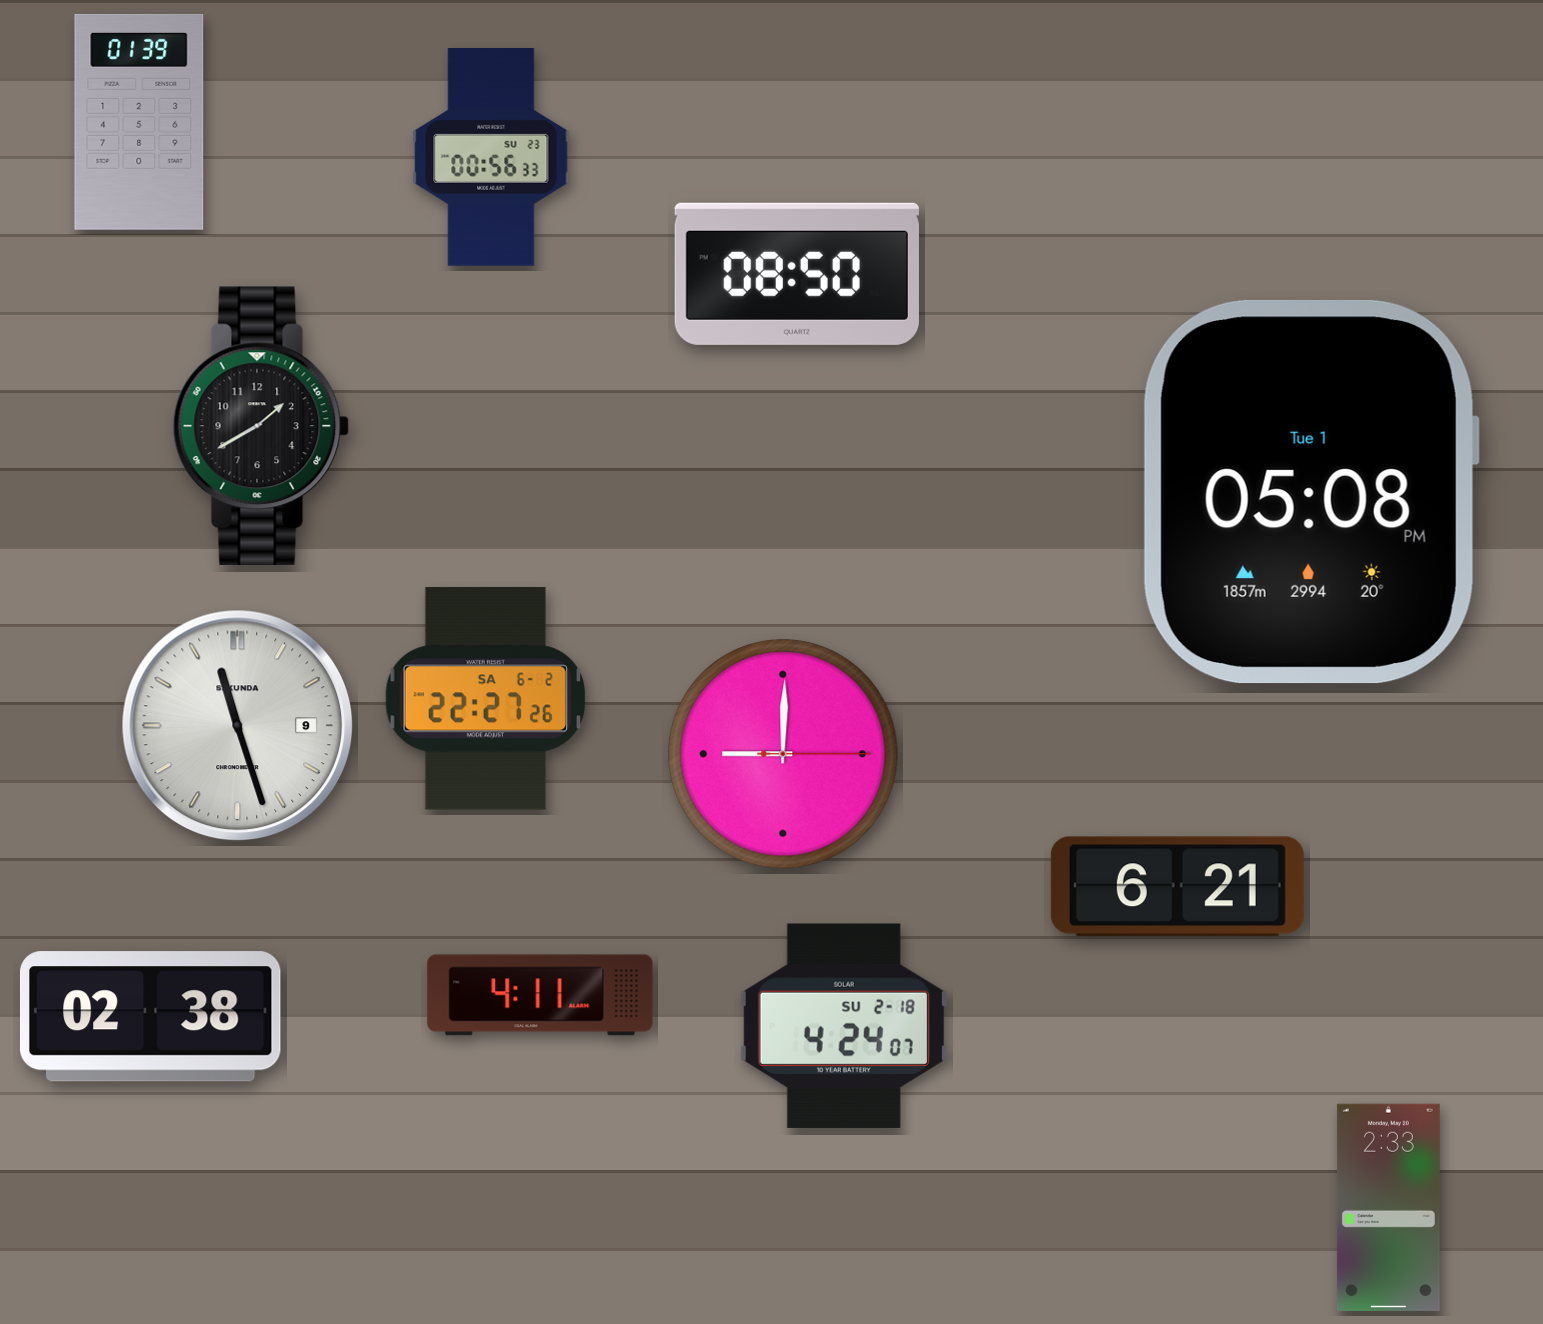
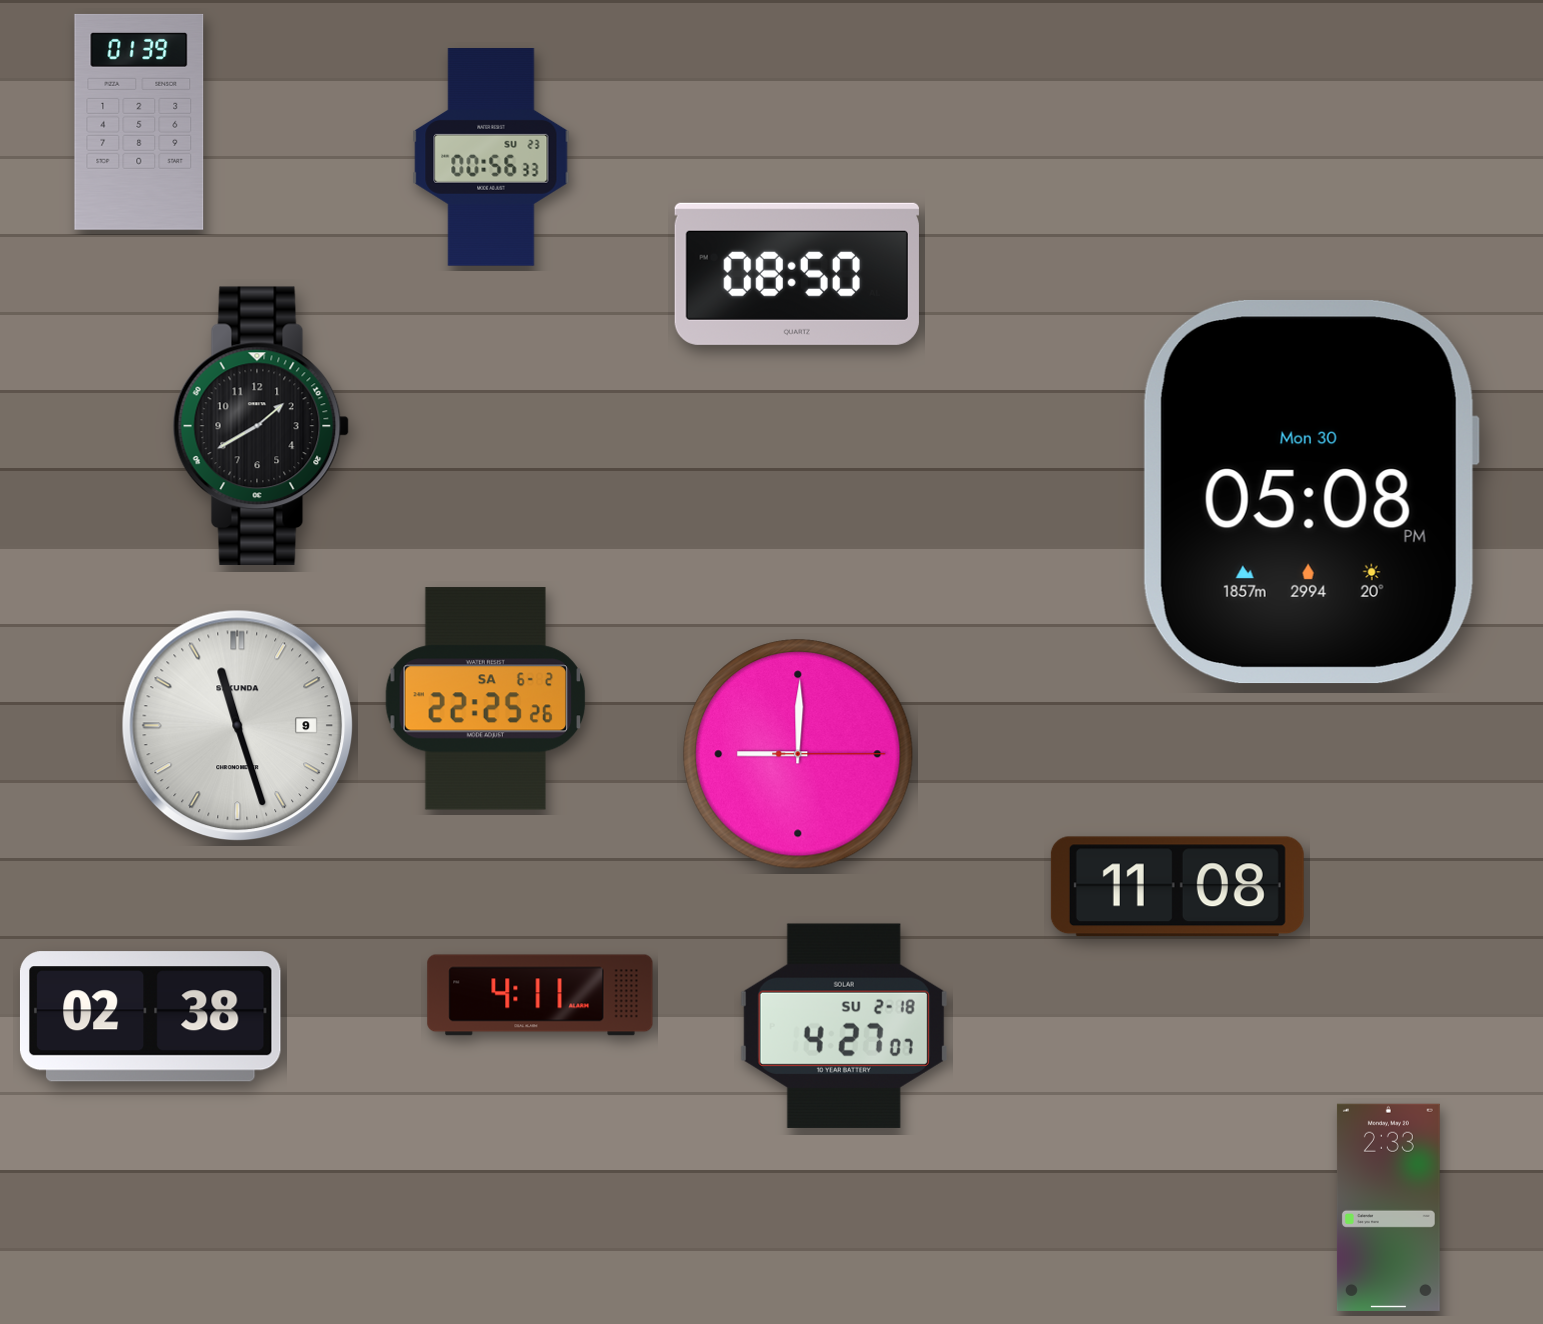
clock at (1310, 492) date: Tue 1 -> Mon 30
clock at (486, 699): 22:27 -> 22:25
clock at (783, 754) position: (783, 754) -> (798, 754)
clock at (1177, 887): 6:21 -> 11:08
clock at (844, 1026): 4:24 -> 4:27
